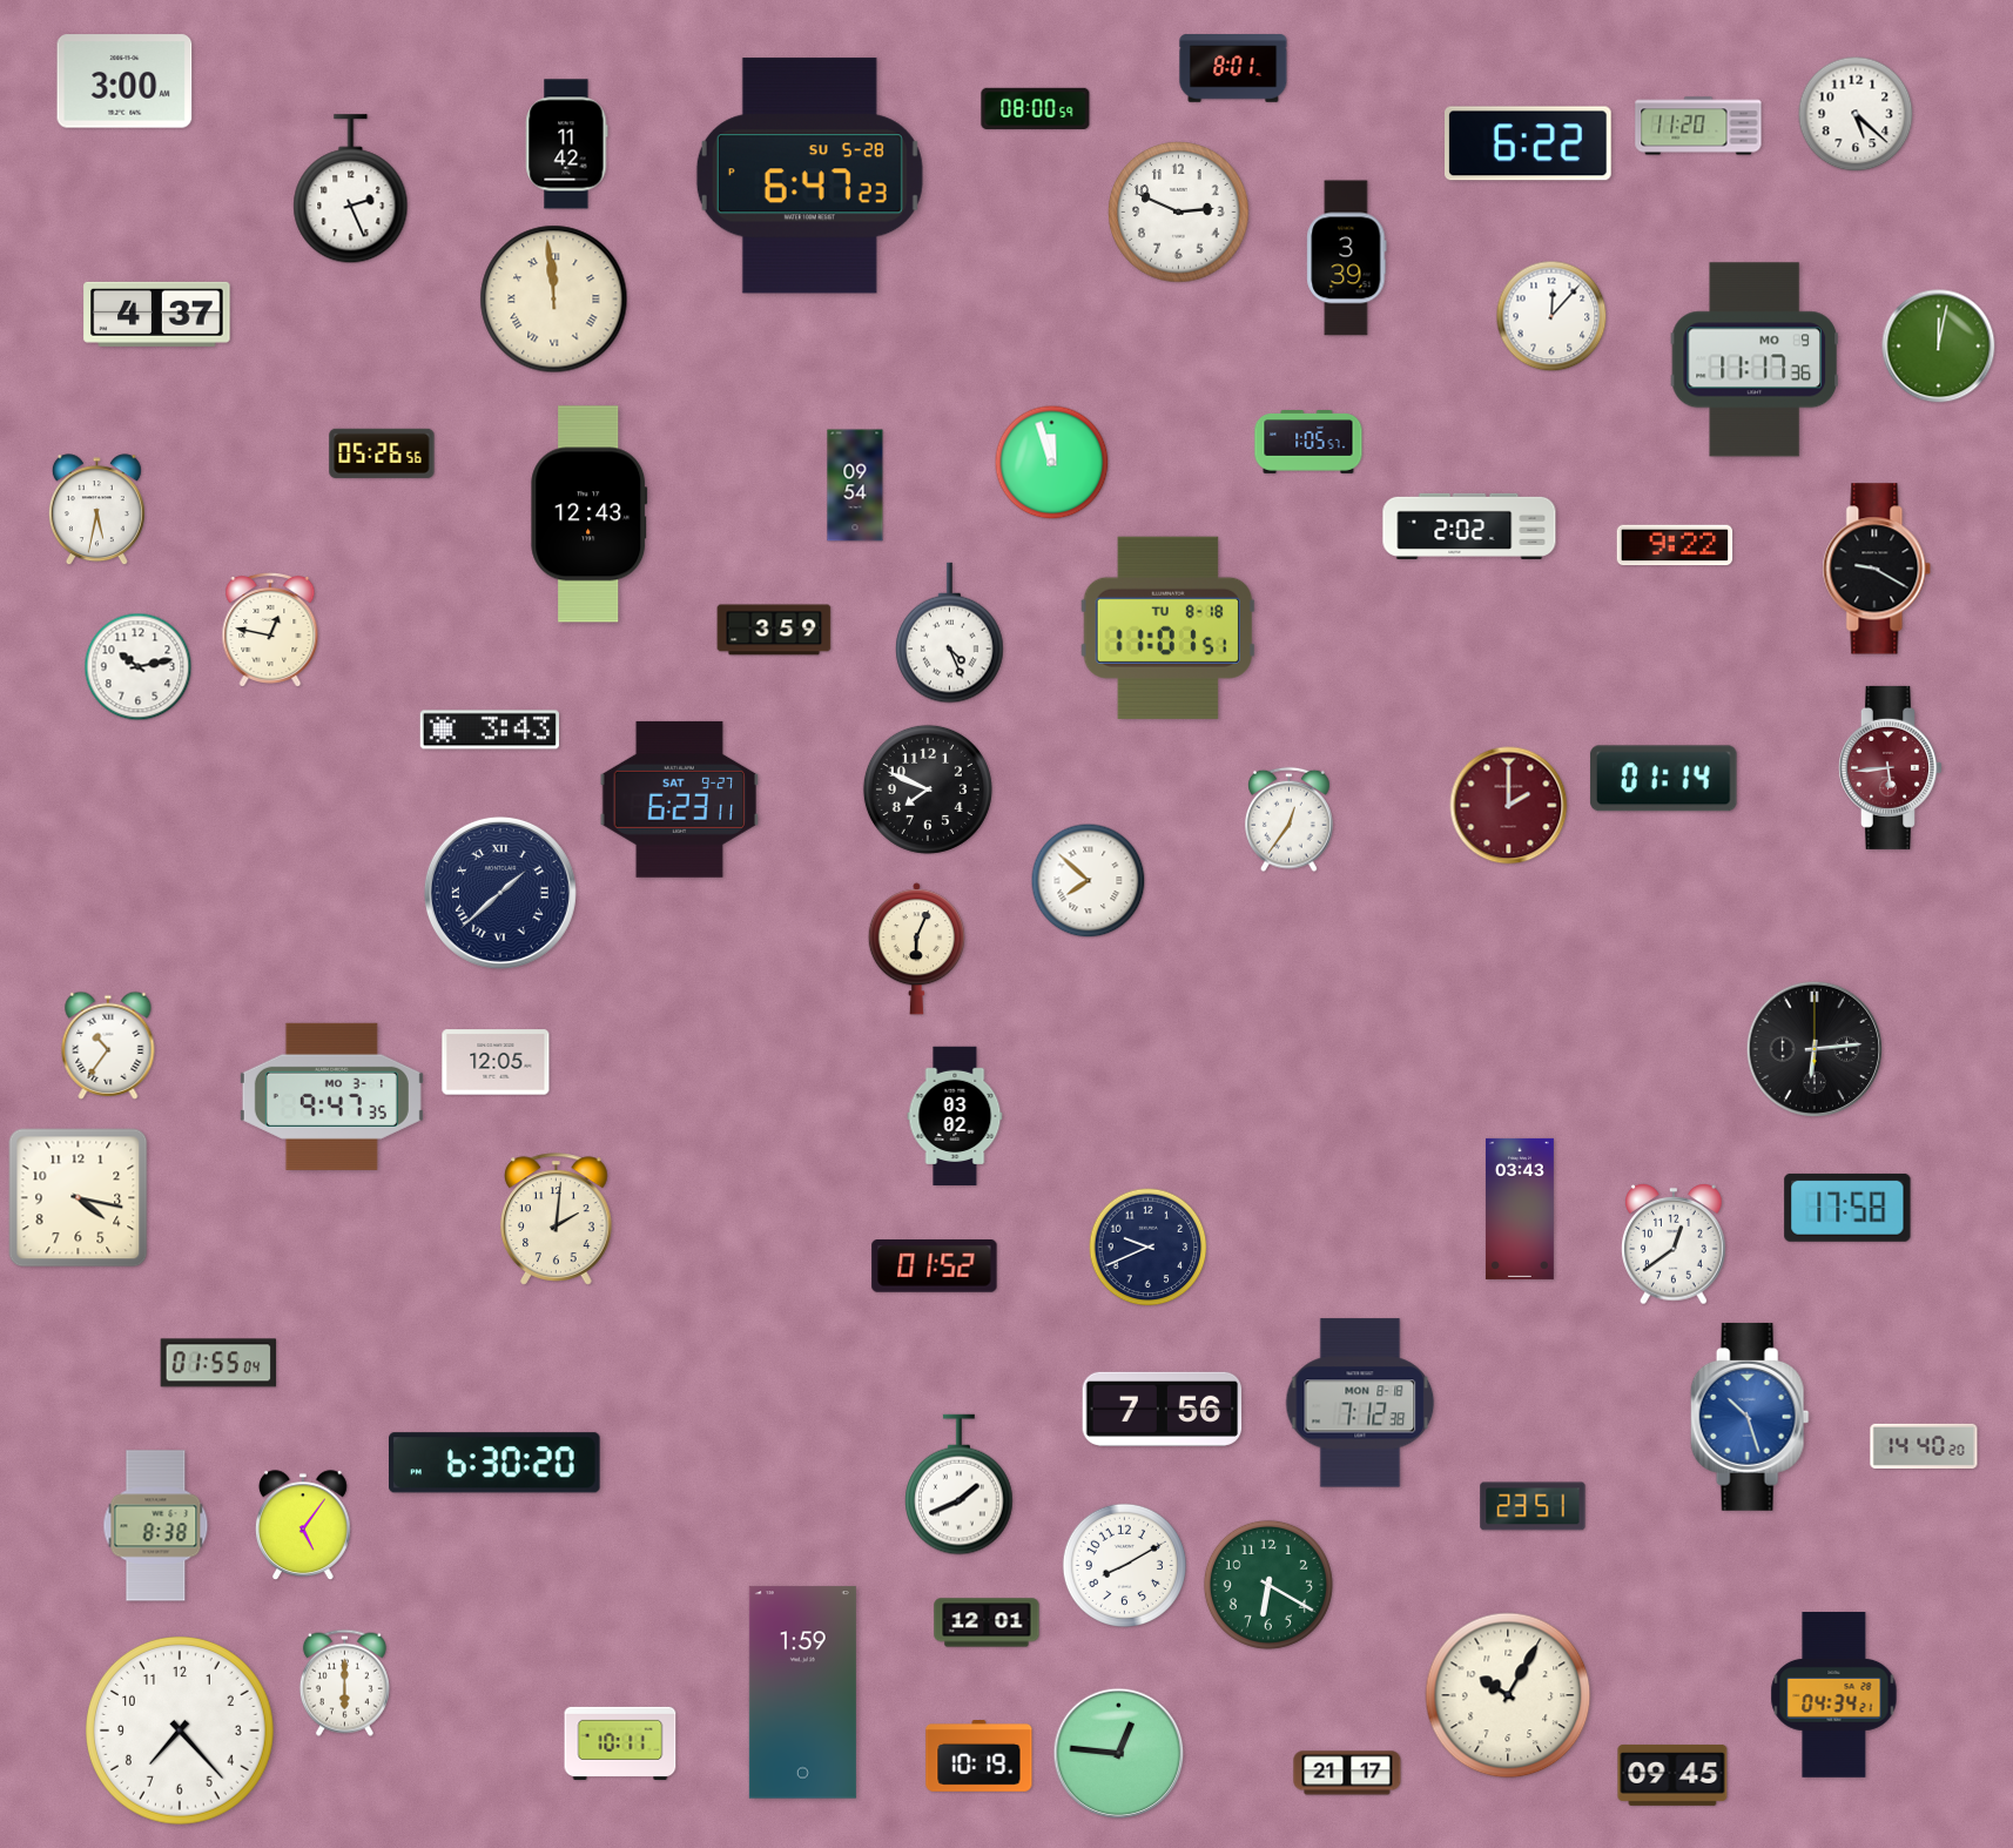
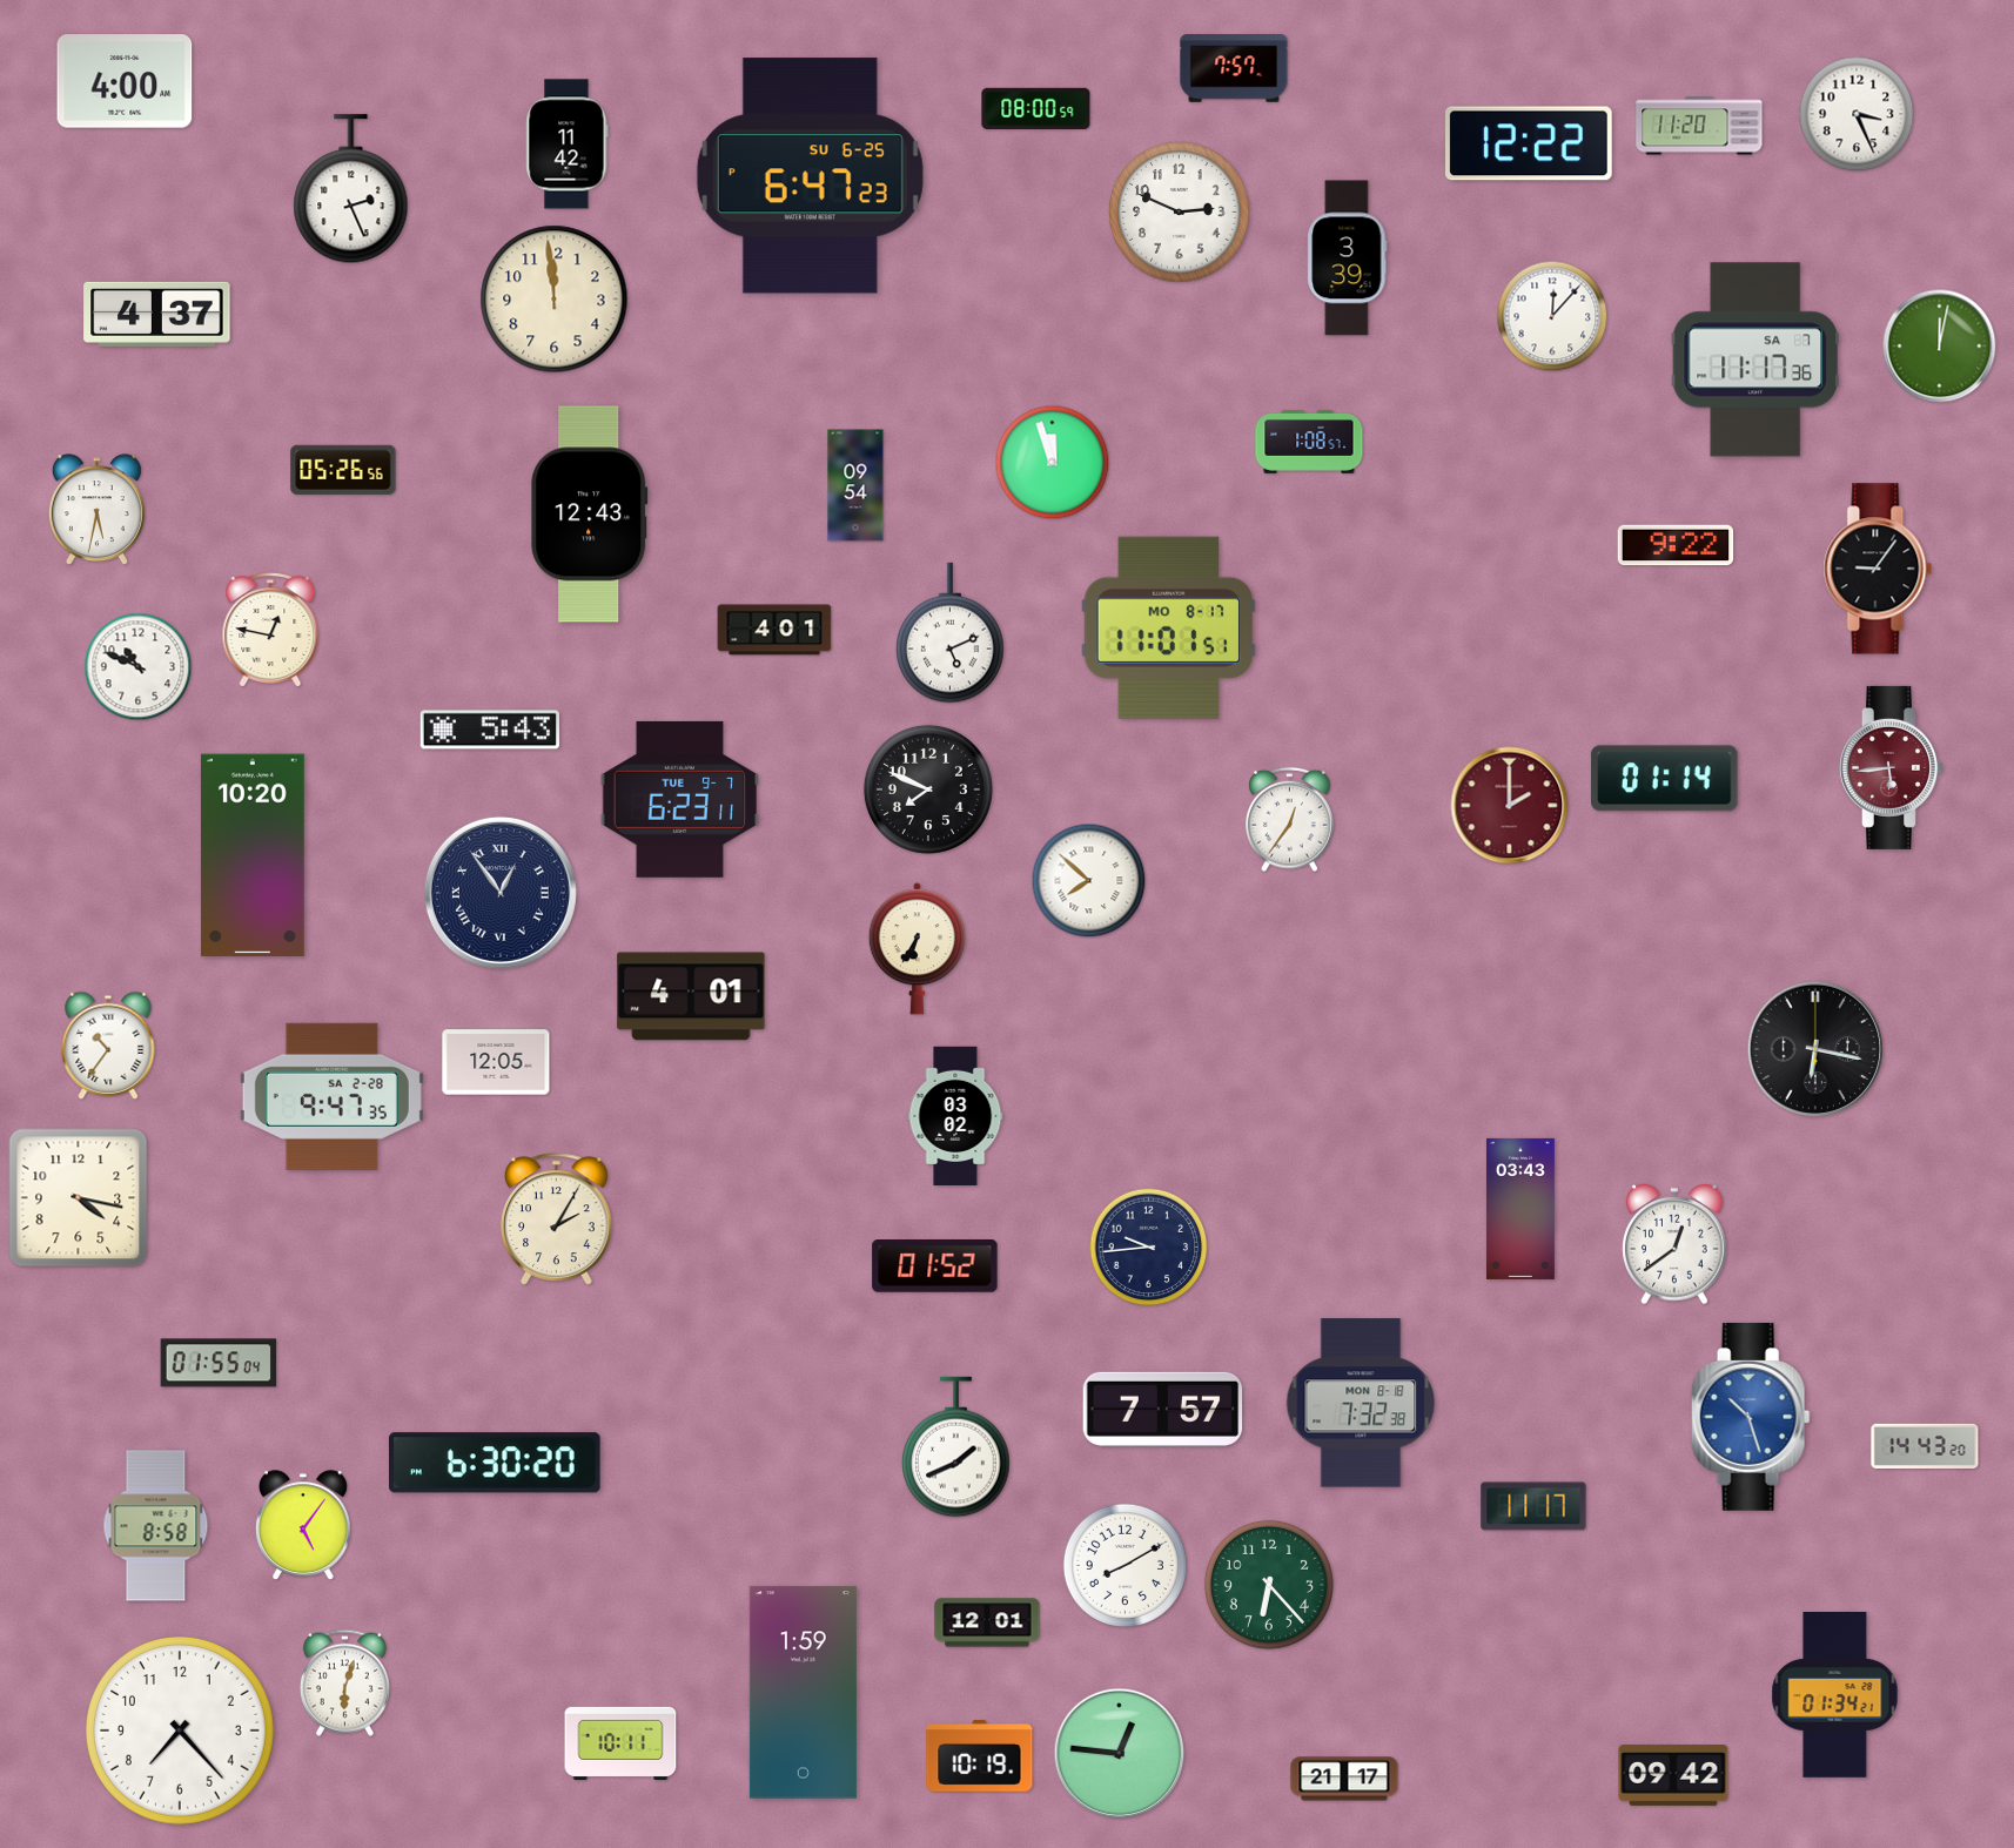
clock at (1233, 68): 8:01 -> 7:57
clock at (124, 81): 3:00 -> 4:00
clock at (1856, 114): 5:22 -> 3:26
clock at (1529, 143): 6:22 -> 12:22
clock at (809, 176) date: SU 5-28 -> SU 6-25
clock at (554, 300) numerals: Roman -> Arabic
clock at (1755, 359) date: MO 9 -> SA 7
clock at (1308, 443): 1:05 -> 1:08
clock at (382, 453) position: (382, 453) -> (343, 470)
clock at (1469, 526): 2:02 -> none
clock at (1877, 569): 9:20 -> 9:06
clock at (1167, 627) date: TU 8-18 -> MO 8-17
clock at (774, 630): 3:59 -> 4:01
clock at (950, 633): 4:26 -> 5:11
clock at (139, 667): 10:13 -> 10:49
clock at (490, 730): 3:43 -> 5:43
clock at (680, 799) date: SAT 9-27 -> TUE 9-7
clock at (253, 855): none -> 10:20
clock at (500, 893): 1:38 -> 12:54
clock at (916, 949): 6:04 -> 6:35
clock at (691, 996): none -> 4:01
clock at (1815, 1049): 6:14 -> 6:17
clock at (331, 1096) date: MO 3-1 -> SA 2-28
clock at (1847, 1208): 17:58 -> none
clock at (557, 1219): 2:01 -> 2:05
clock at (1149, 1248): 9:41 -> 9:44
clock at (1360, 1403): 7:12 -> 7:32
clock at (1163, 1409): 7:56 -> 7:57
clock at (1924, 1446): 14:40 -> 14:43
clock at (960, 1485) position: (960, 1485) -> (956, 1447)
clock at (1533, 1506): 23:51 -> 11:17
clock at (156, 1526): 8:38 -> 8:58
clock at (1268, 1585): 6:20 -> 6:23
clock at (344, 1682): 6:00 -> 6:03
clock at (1508, 1695): 10:05 -> none
clock at (1834, 1695): 04:34 -> 01:34
clock at (1347, 1773) position: (1347, 1773) -> (1344, 1779)
clock at (1672, 1775): 09:45 -> 09:42
